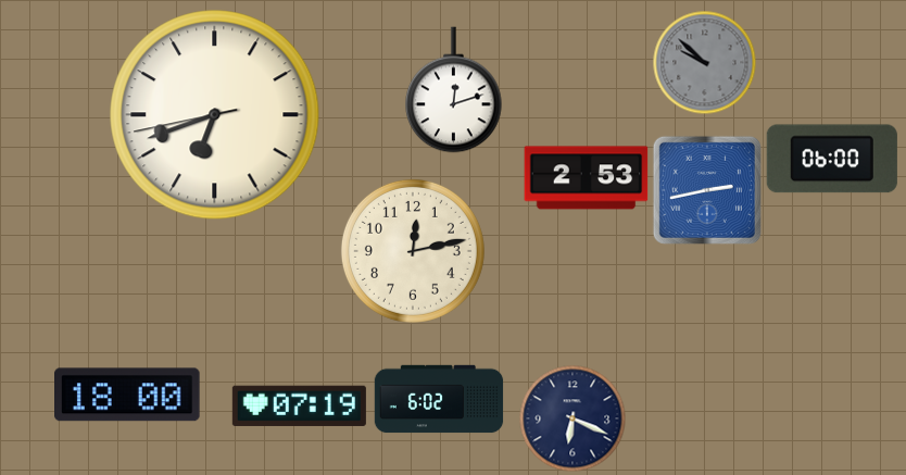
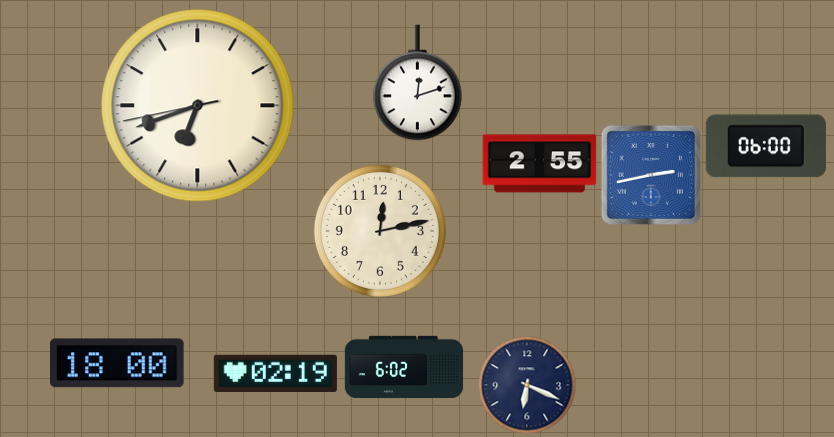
clock at (704, 62): 9:52 -> none
clock at (587, 178): 2:53 -> 2:55
clock at (299, 405): 07:19 -> 02:19
